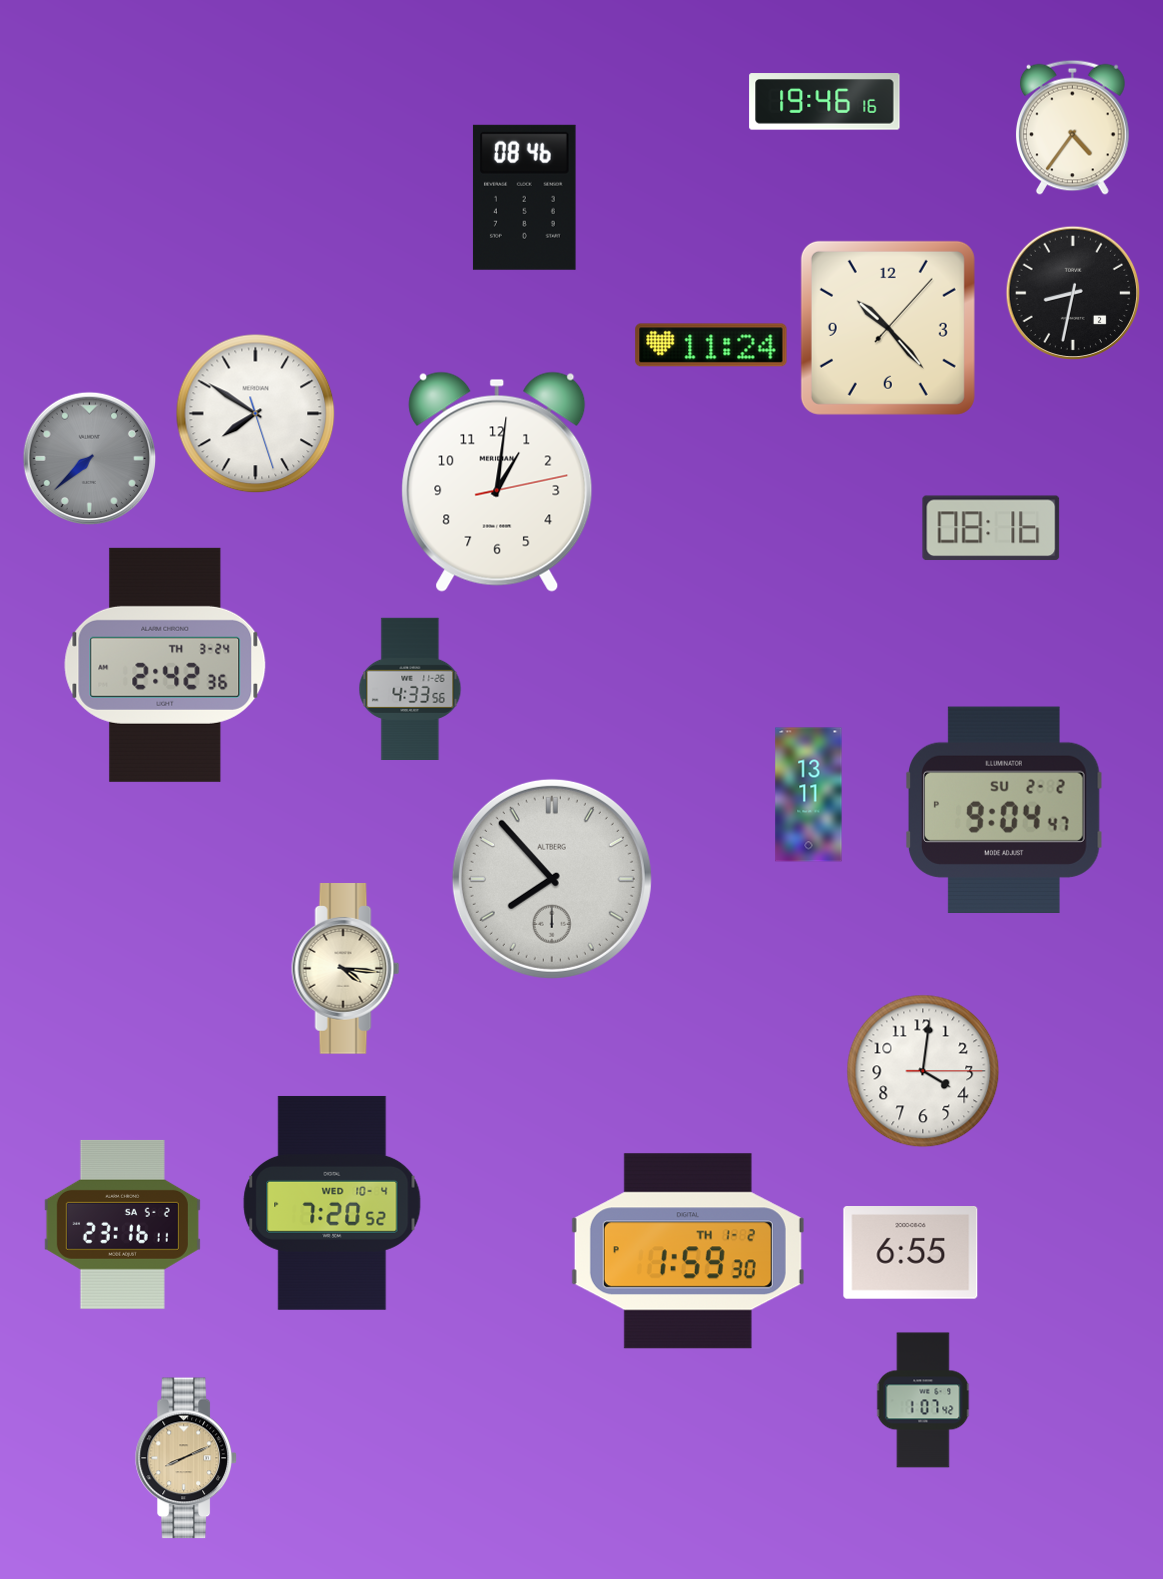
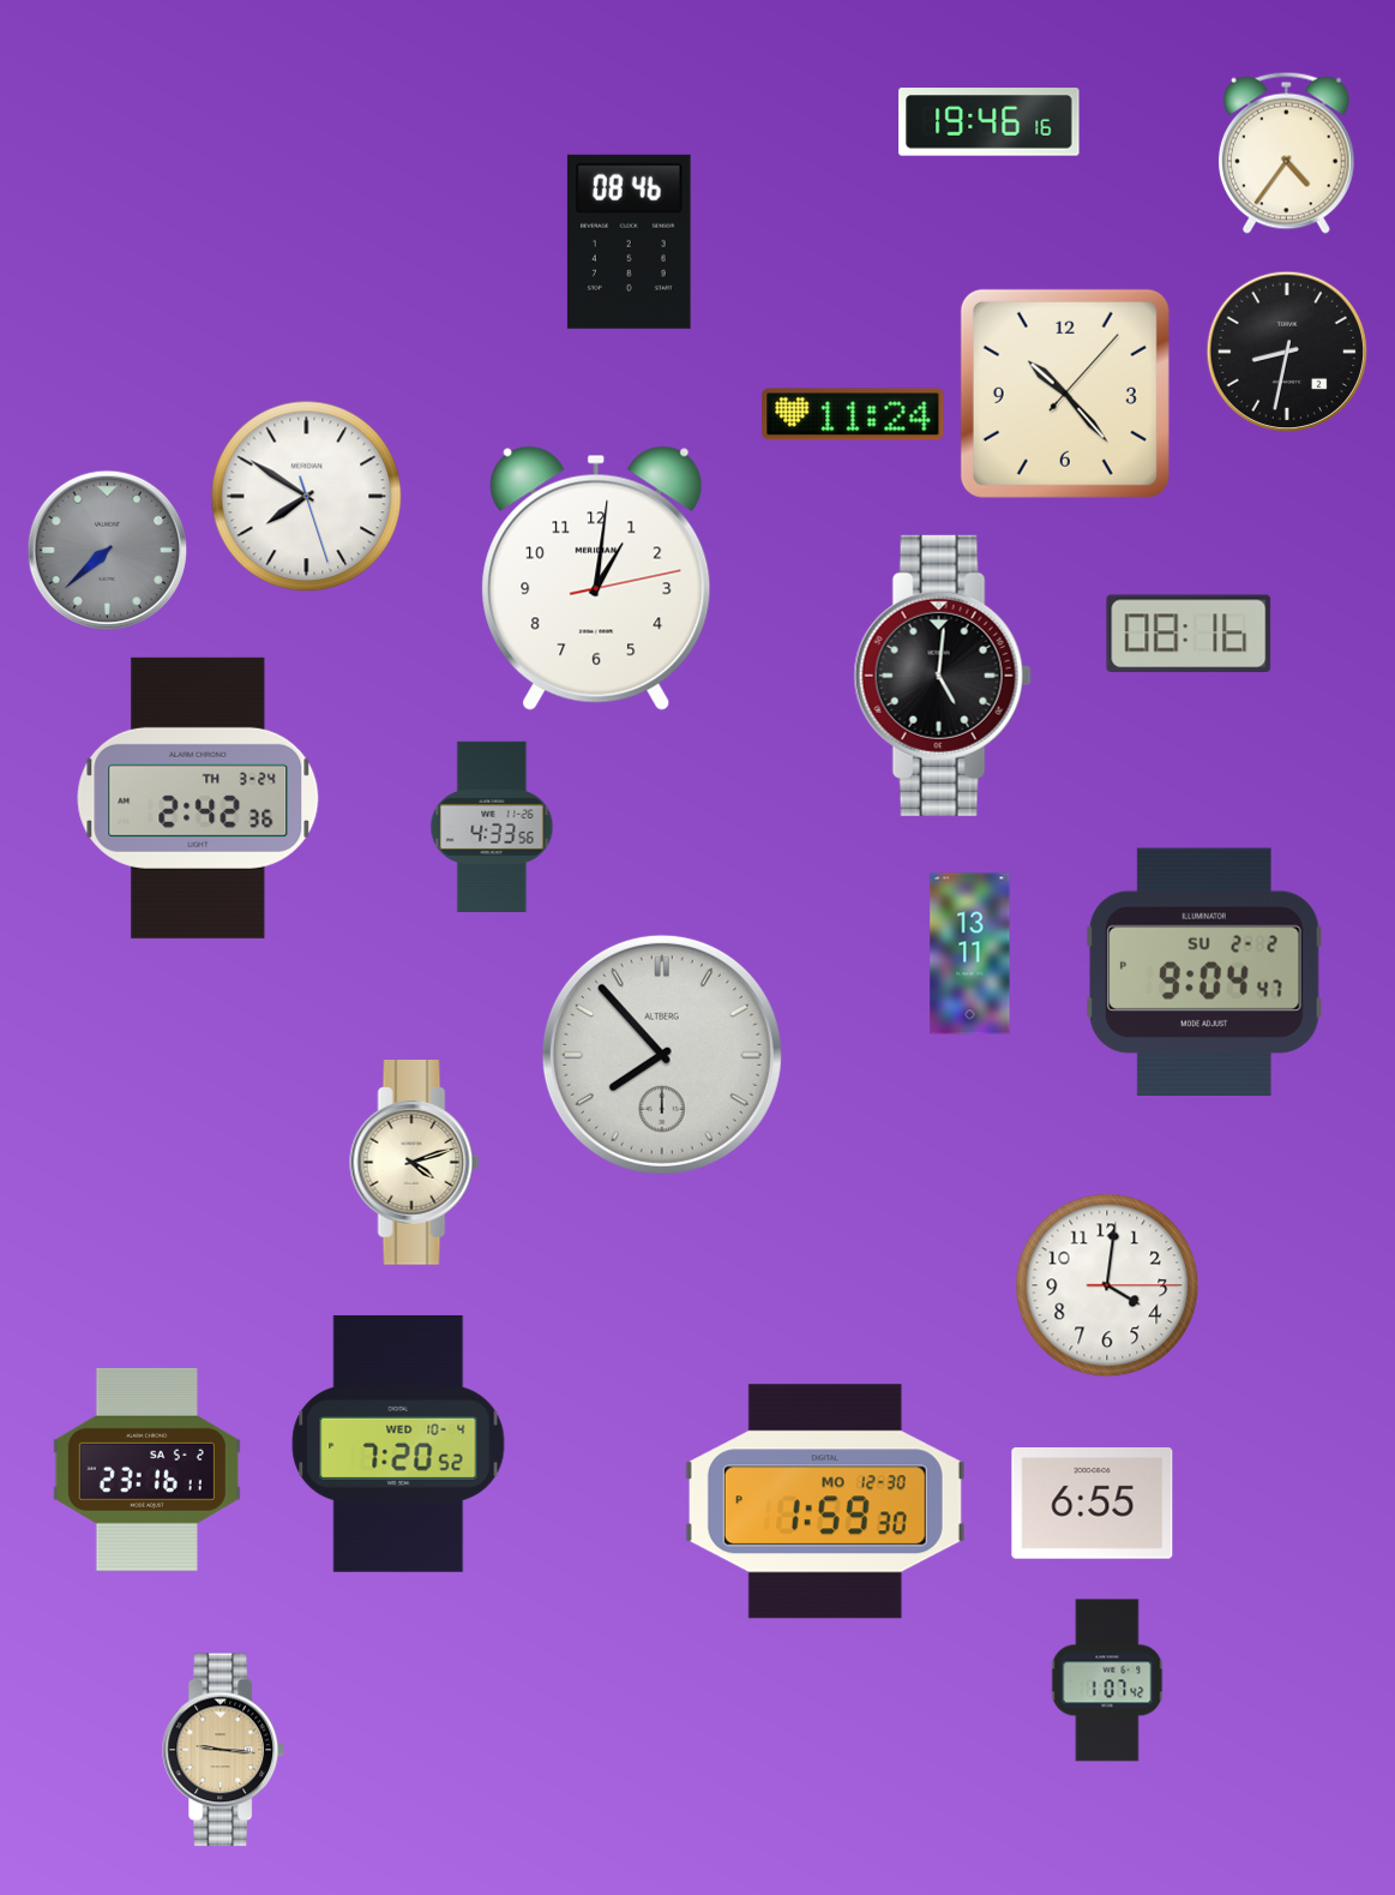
clock at (524, 197) position: (524, 197) -> (629, 241)
clock at (943, 676): none -> 5:01
clock at (346, 969): 4:16 -> 4:12
clock at (688, 1251) date: TH 1-2 -> MO 12-30
clock at (186, 1458): 8:11 -> 9:16
